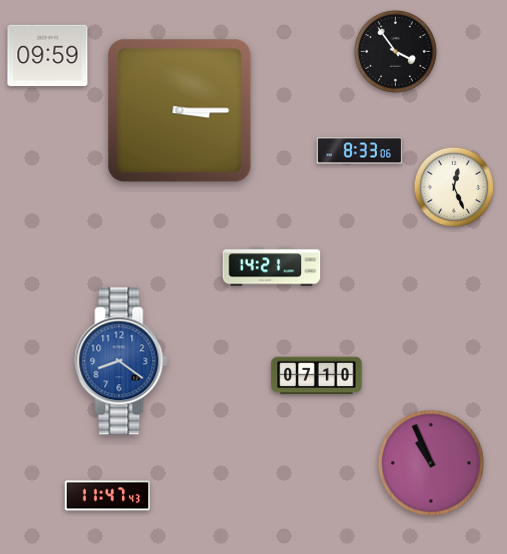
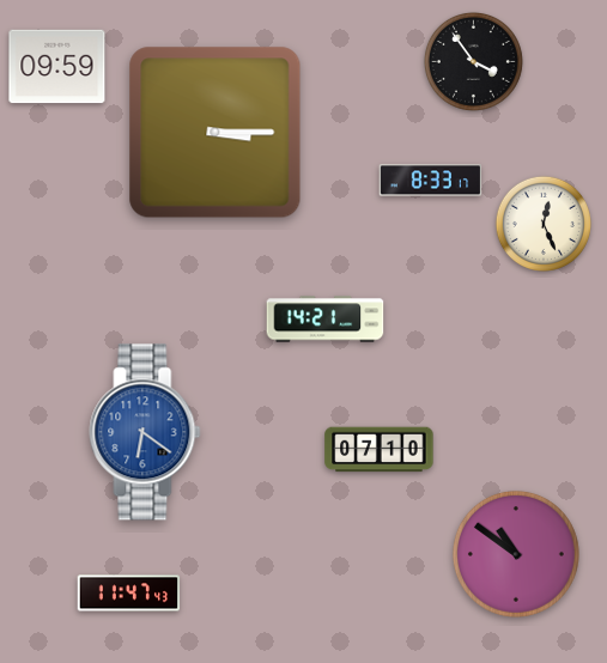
clock at (360, 151): 8:33:06 -> 8:33:17
clock at (121, 361): 8:21 -> 6:21
clock at (431, 463): 10:56 -> 10:51
